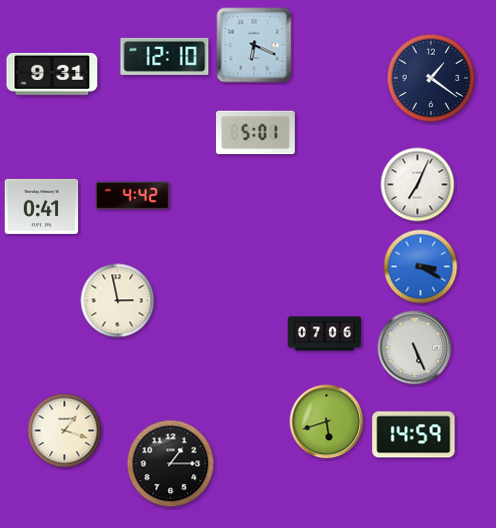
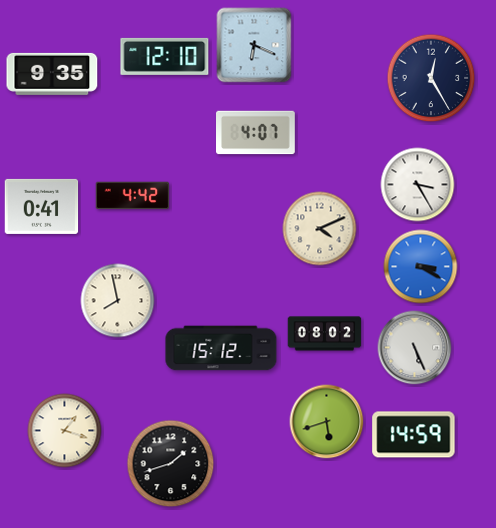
clock at (52, 74): 9:31 -> 9:35
clock at (431, 78): 1:21 -> 12:25
clock at (256, 133): 5:01 -> 4:07
clock at (418, 185): 7:04 -> 3:25
clock at (320, 229): none -> 4:11
clock at (118, 301): 2:58 -> 7:58
clock at (325, 334): 07:06 -> 08:02
clock at (221, 348): none -> 15:12
clock at (171, 464): 1:15 -> 1:42
